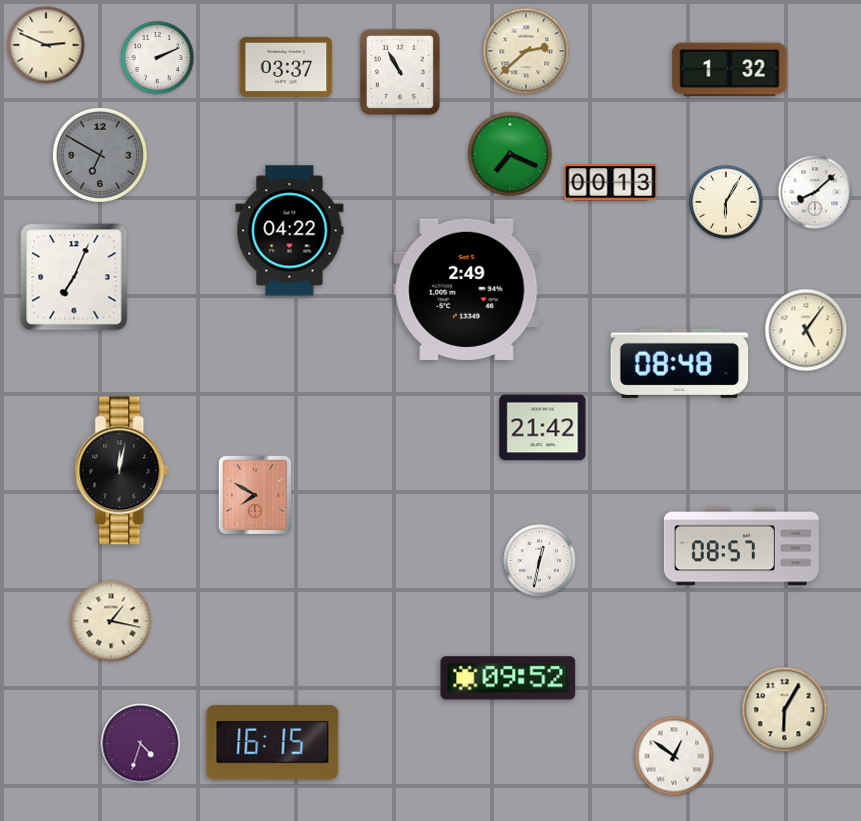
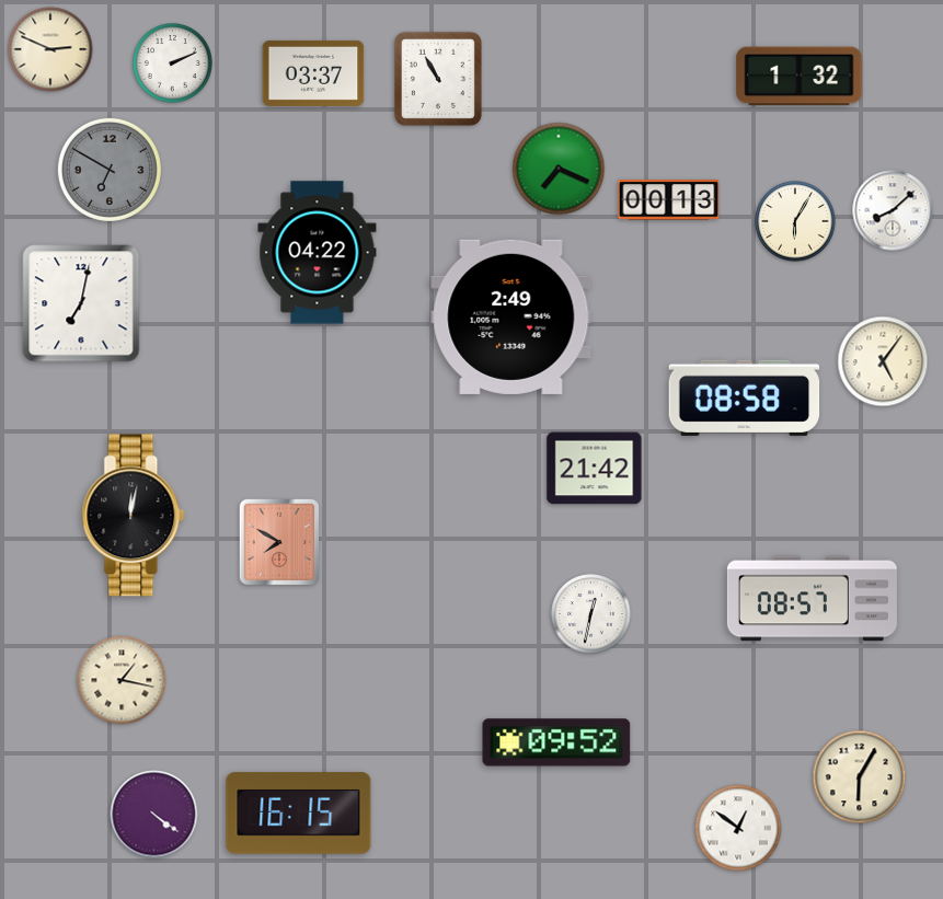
clock at (526, 51): 2:38 -> none
clock at (74, 277): 7:04 -> 7:02
clock at (680, 363): 08:48 -> 08:58
clock at (141, 744): 4:33 -> 4:21
